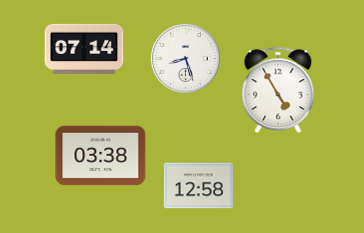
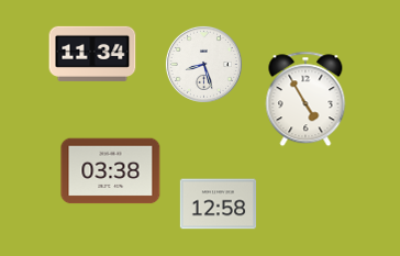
clock at (84, 49): 07:14 -> 11:34
